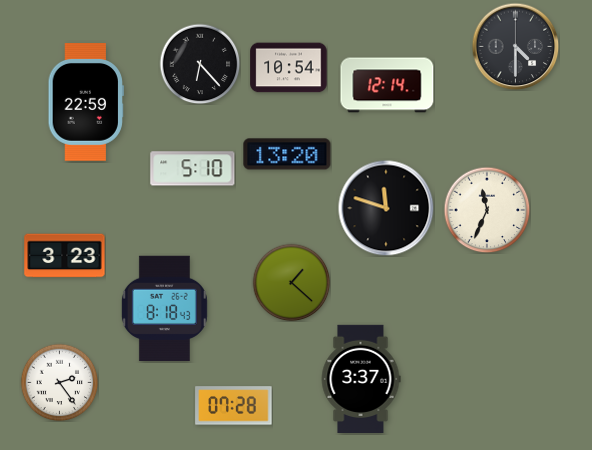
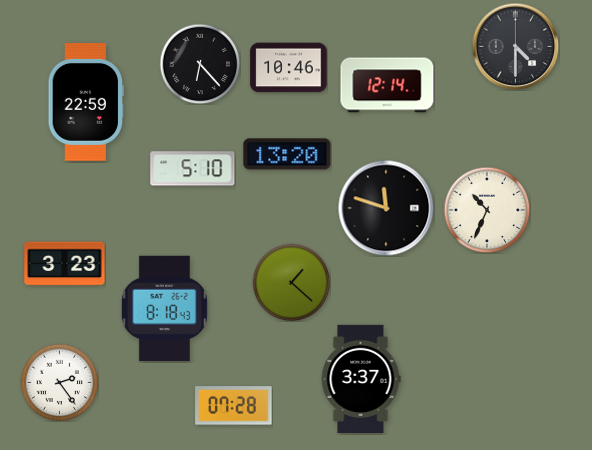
clock at (289, 68): 10:54 -> 10:46
clock at (487, 210): 11:34 -> 10:34
clock at (65, 256) position: (65, 256) -> (65, 264)
